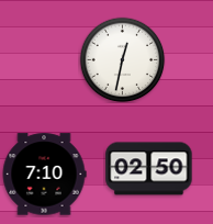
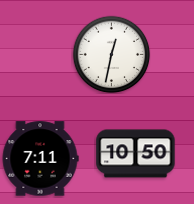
clock at (149, 169): 02:50 -> 10:50
clock at (44, 175): 7:10 -> 7:11
